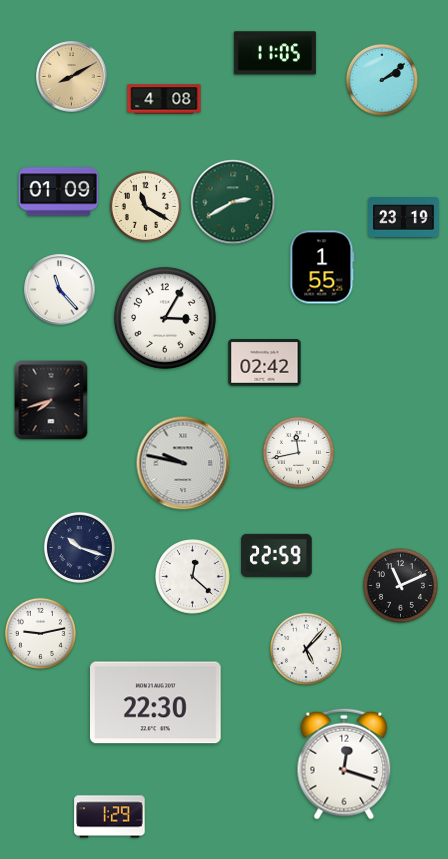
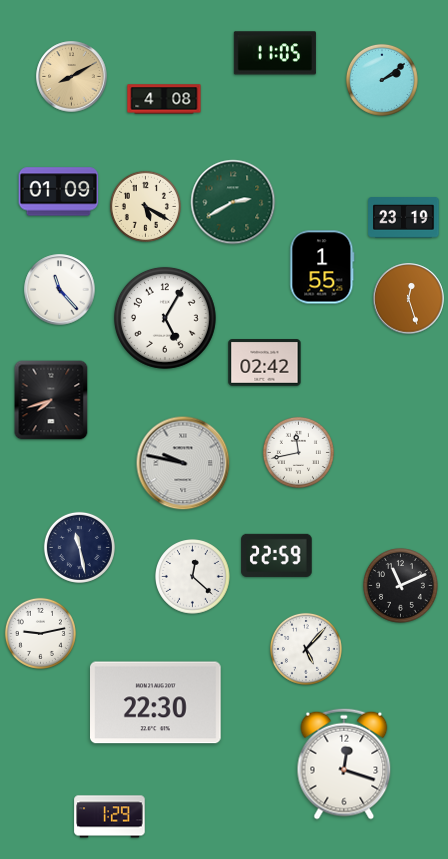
clock at (145, 206): 11:20 -> 5:20
clock at (409, 299): none -> 12:27
clock at (165, 318): 3:05 -> 5:05
clock at (79, 547): 10:18 -> 11:28
